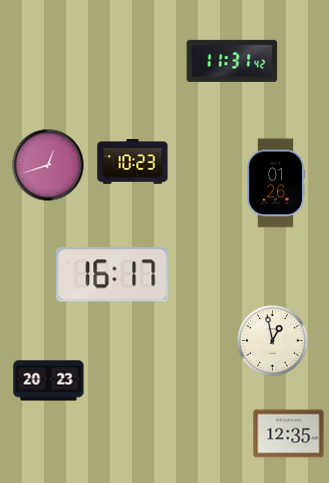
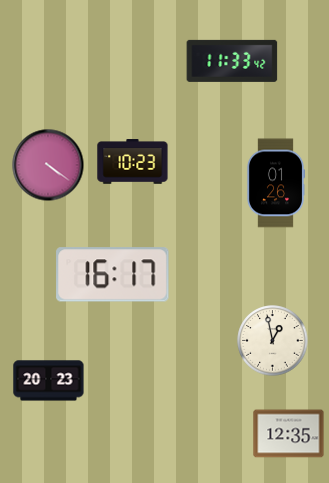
clock at (232, 61): 11:31 -> 11:33
clock at (48, 165): 12:42 -> 4:21
